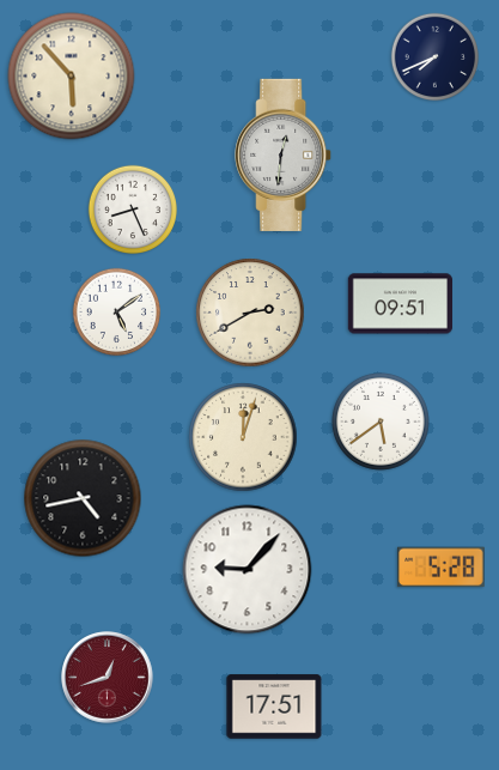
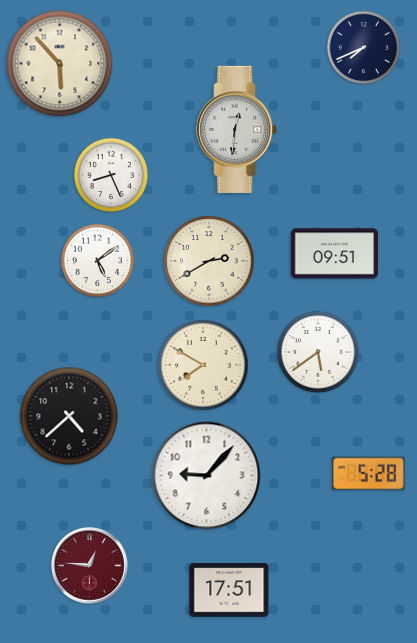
clock at (243, 437): 12:03 -> 7:50
clock at (83, 498): 4:43 -> 4:38
clock at (108, 678): 12:42 -> 12:46
